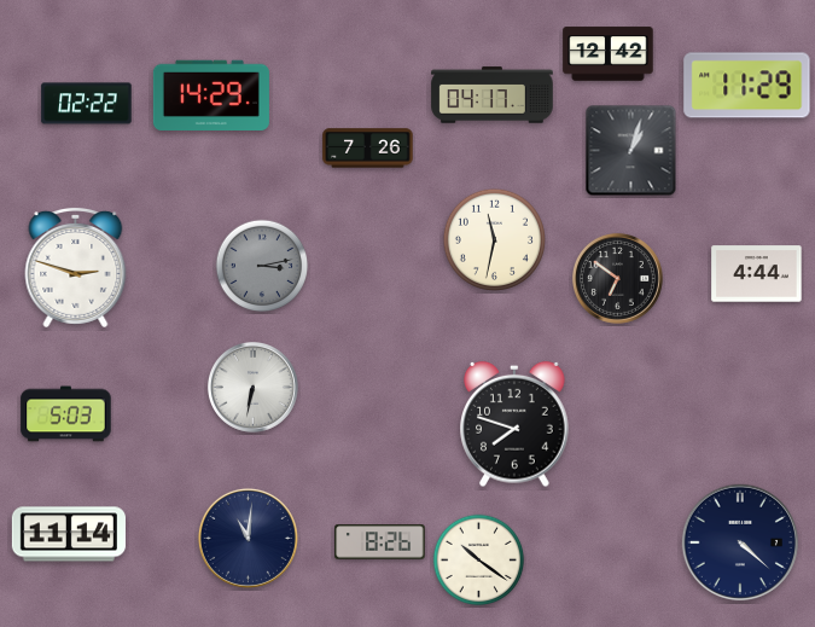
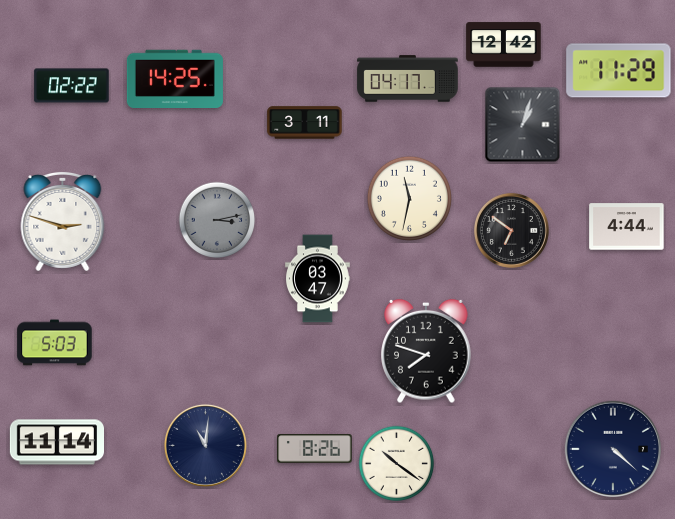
clock at (211, 94): 14:29 -> 14:25
clock at (368, 149): 7:26 -> 3:11
clock at (318, 279): none -> 03:47
clock at (252, 387): 6:32 -> none
